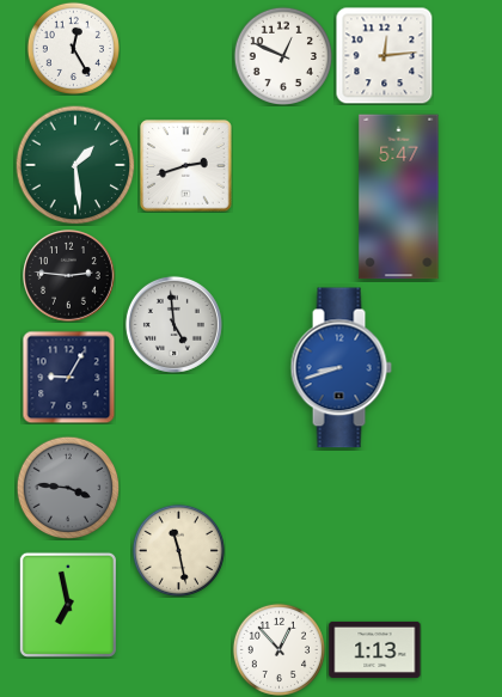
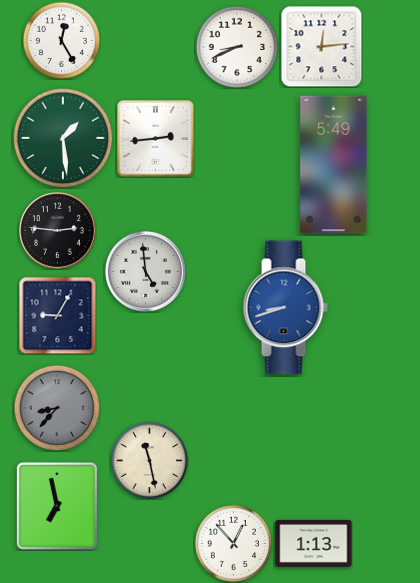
clock at (282, 55): 12:49 -> 8:41
clock at (186, 166): 2:42 -> 2:44
clock at (399, 197): 5:47 -> 5:49
clock at (68, 488): 3:46 -> 8:37
